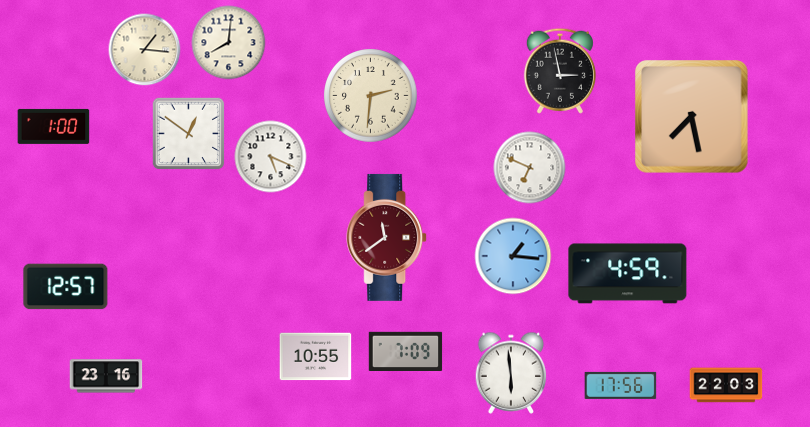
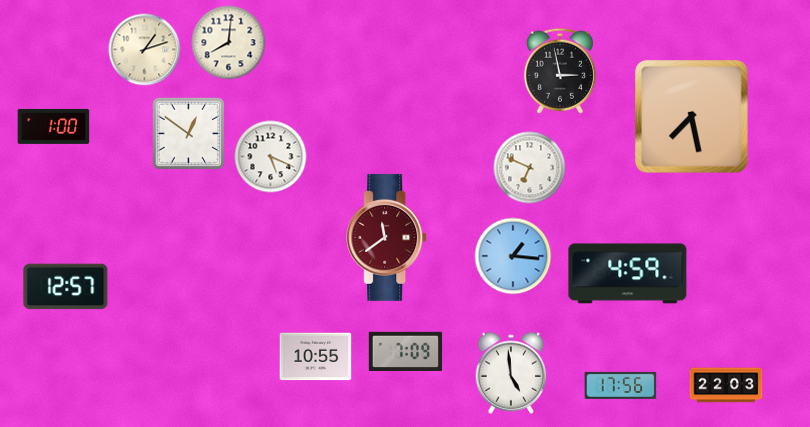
clock at (145, 50): 1:16 -> 1:12
clock at (371, 96): 2:31 -> none
clock at (511, 373): 5:59 -> 4:59
clock at (106, 376): 23:16 -> none
